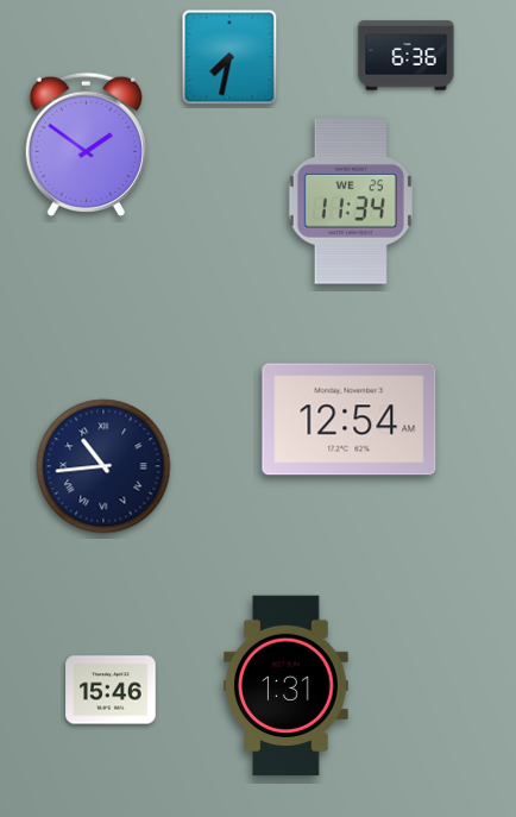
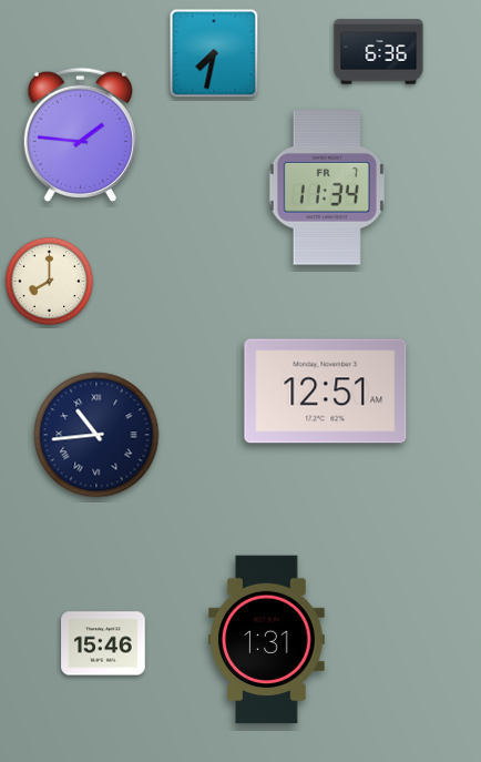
clock at (86, 144): 1:51 -> 1:46
clock at (351, 201) date: WE 25 -> FR 7
clock at (50, 282): none -> 8:00
clock at (350, 420): 12:54 -> 12:51
